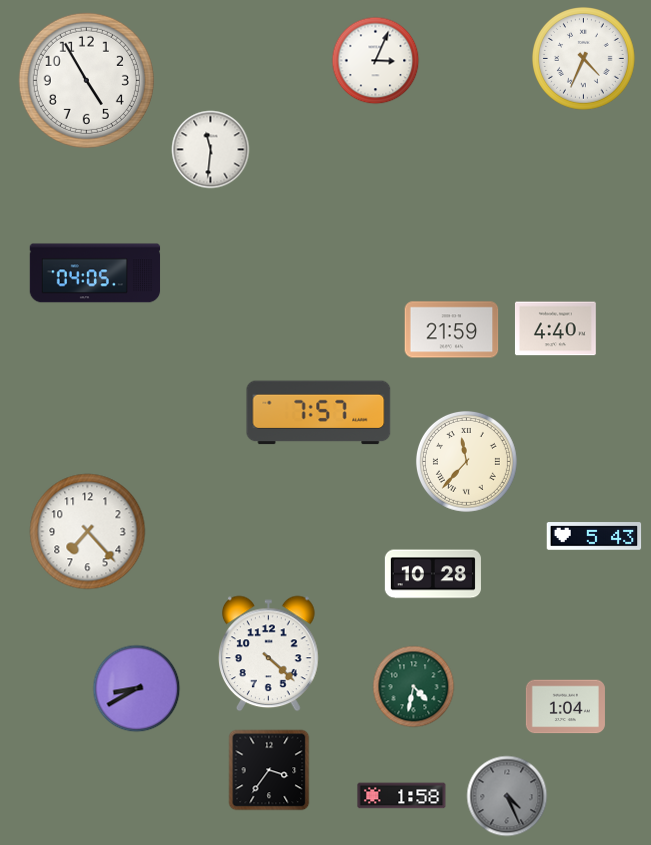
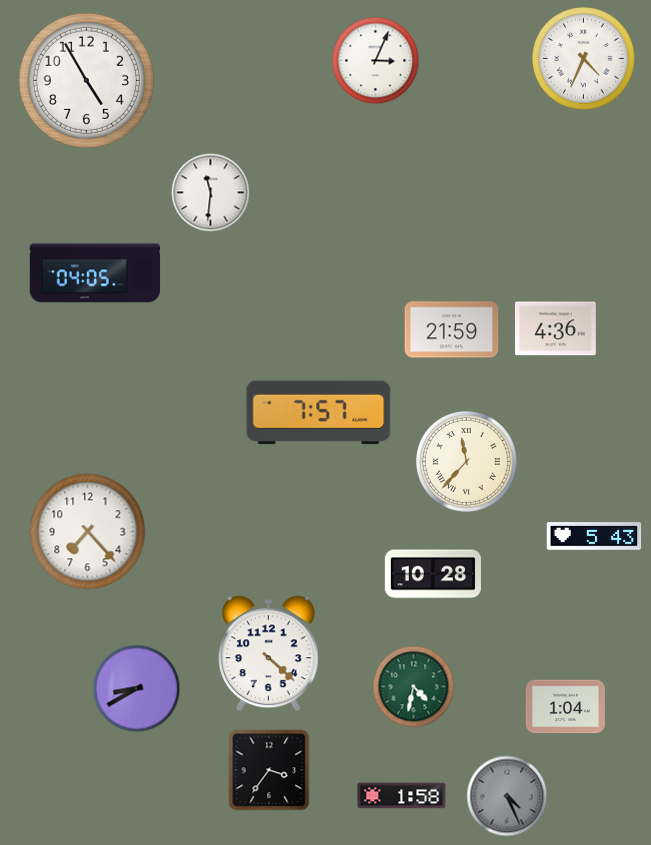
clock at (211, 150) position: (211, 150) -> (211, 193)
clock at (555, 329): 4:40 -> 4:36
